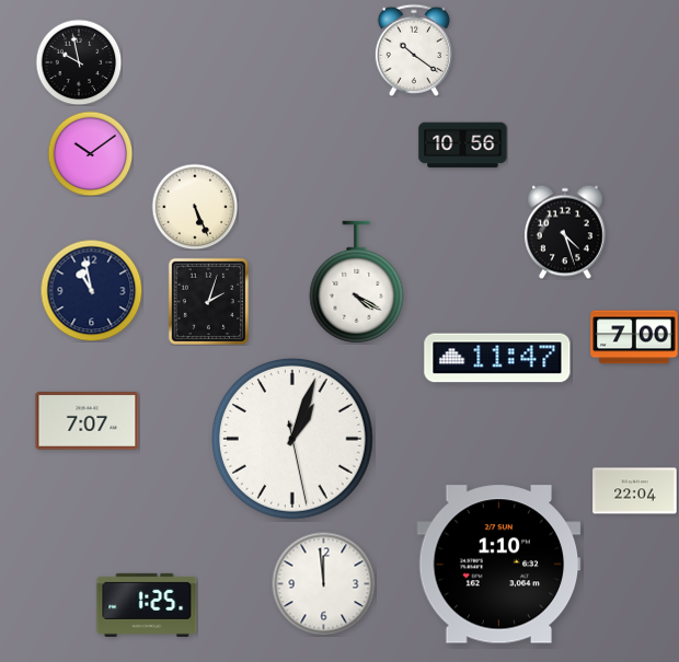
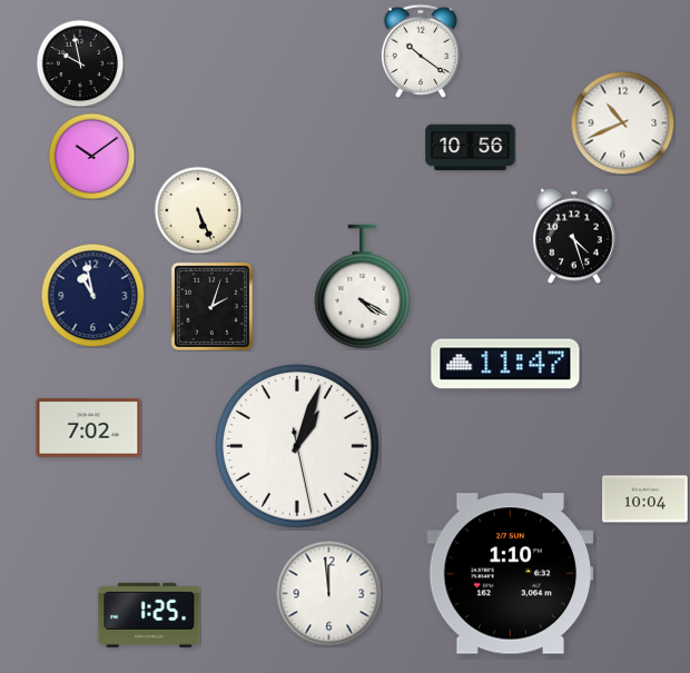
clock at (622, 122): none -> 10:41
clock at (634, 337): 7:00 -> none
clock at (88, 421): 7:07 -> 7:02
clock at (635, 491): 22:04 -> 10:04
clock at (499, 565) position: (499, 565) -> (511, 574)
